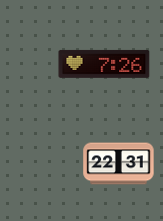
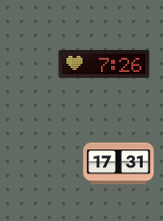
clock at (119, 164): 22:31 -> 17:31
